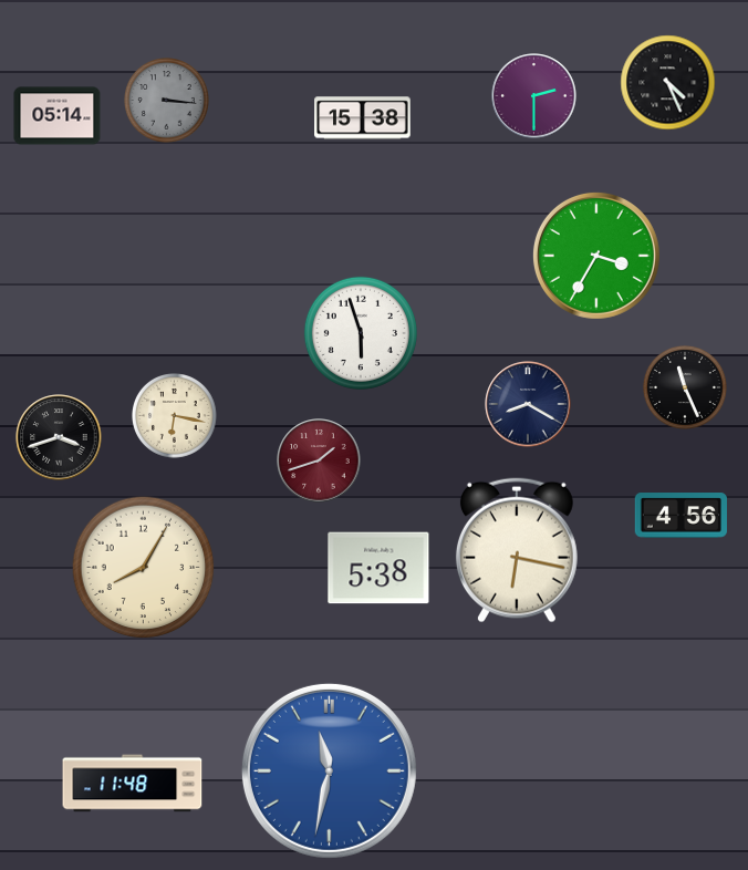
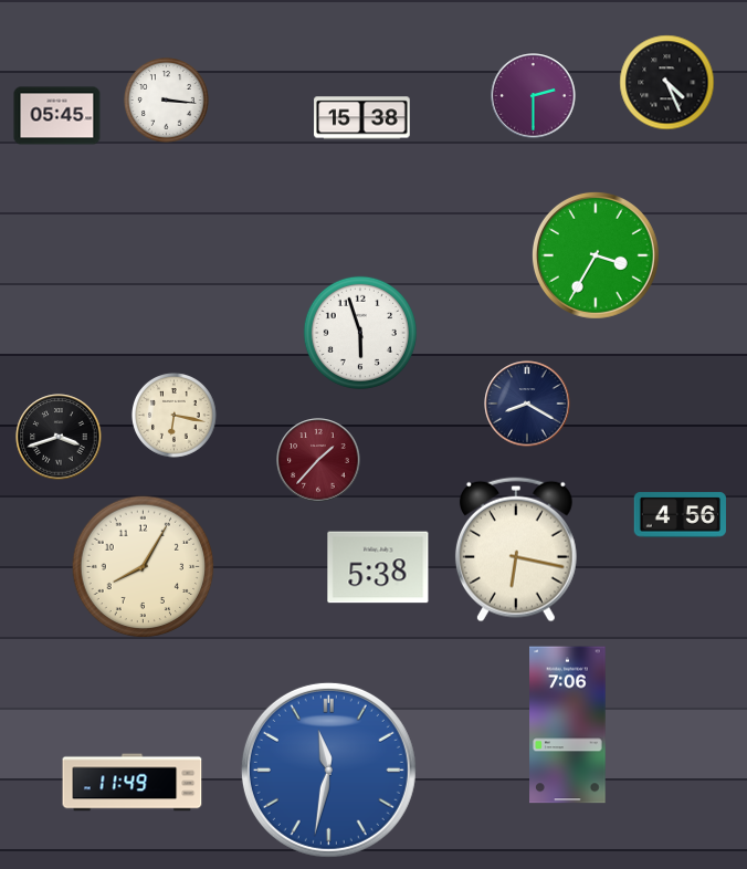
clock at (167, 101) dial: grey -> white
clock at (58, 116): 05:14 -> 05:45
clock at (685, 387): 11:26 -> none
clock at (319, 460): 1:42 -> 1:37
clock at (568, 725): none -> 7:06
clock at (133, 784): 11:48 -> 11:49
